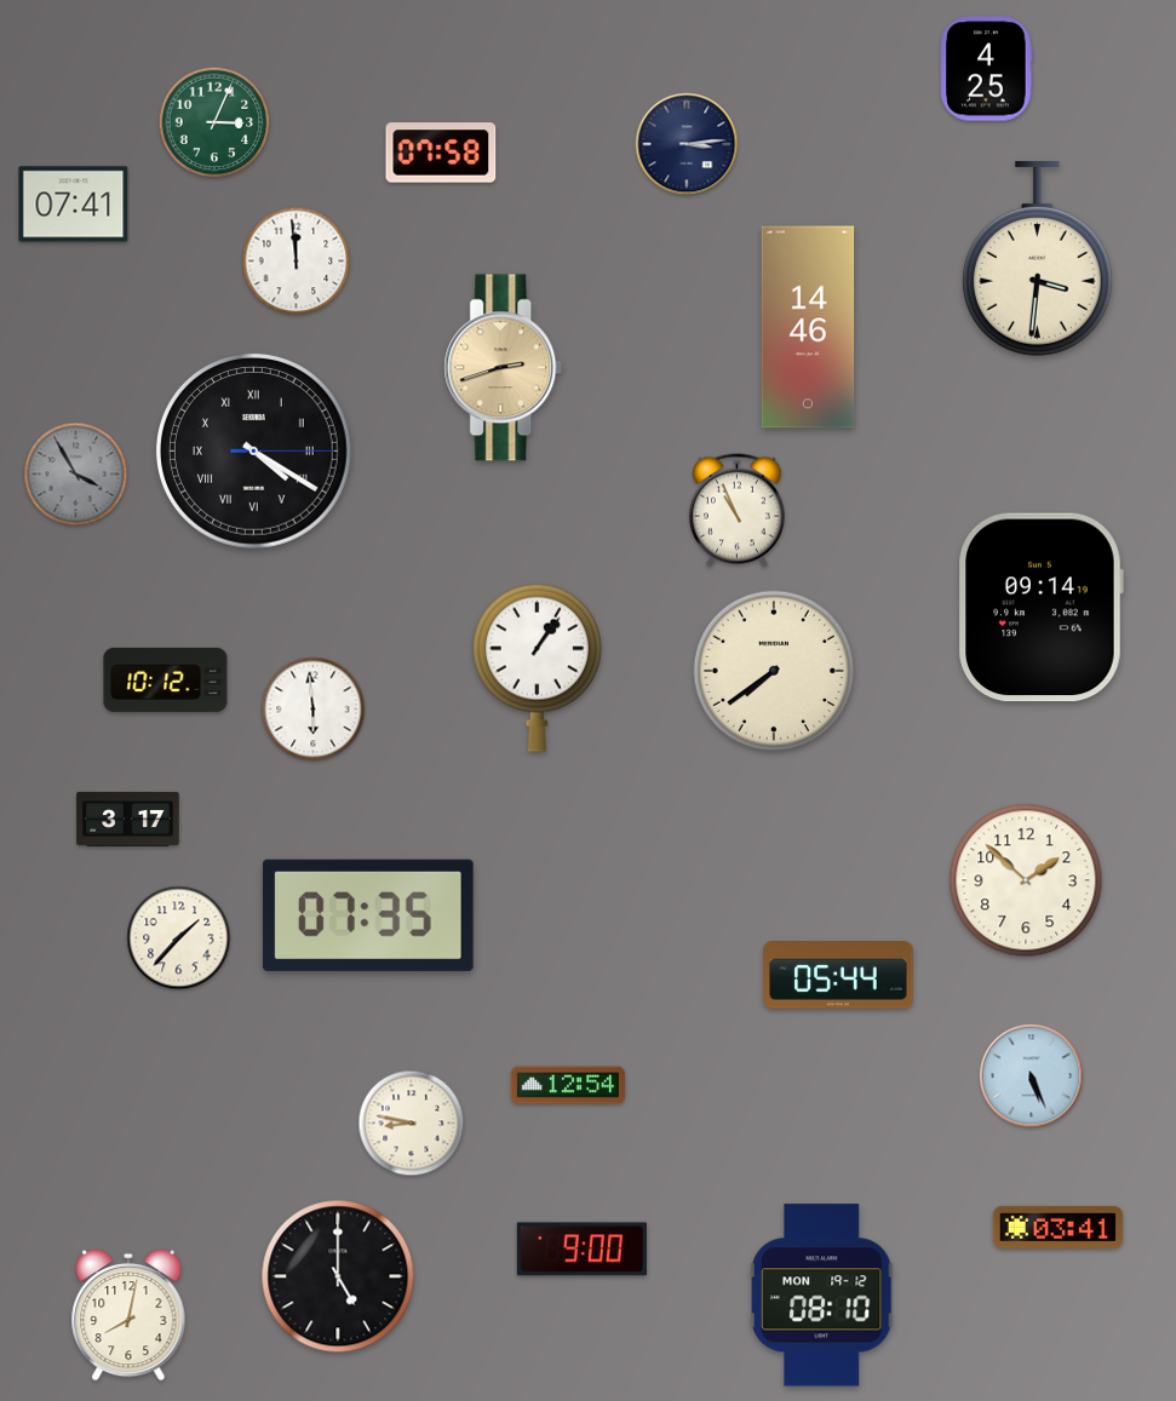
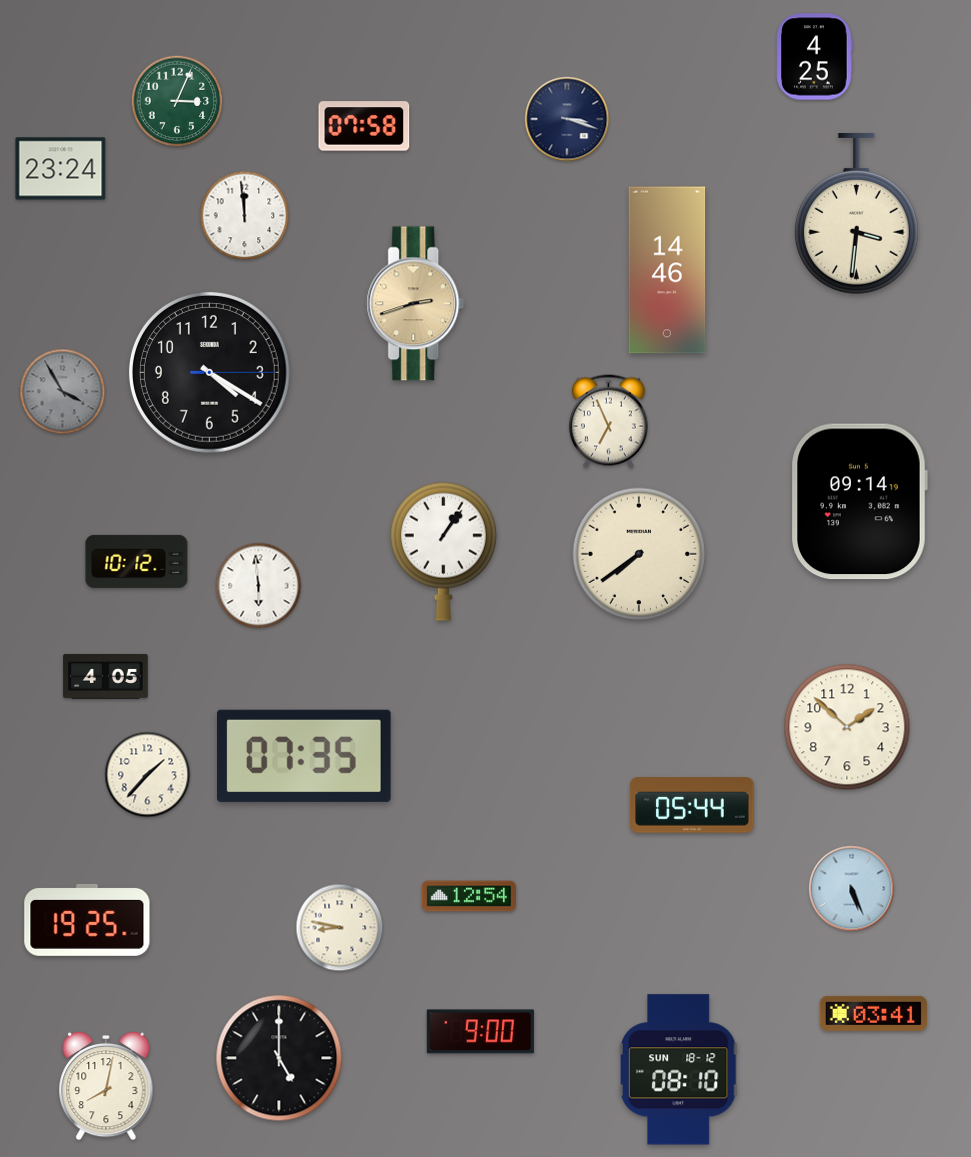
clock at (687, 144): 3:14 -> 3:18
clock at (74, 205): 07:41 -> 23:24
clock at (253, 450) numerals: Roman -> Arabic
clock at (736, 511): 10:56 -> 6:56
clock at (128, 819): 3:17 -> 4:05
clock at (87, 920): none -> 19:25
clock at (338, 1276) position: (338, 1276) -> (279, 1058)
clock at (822, 1296) date: MON 19-12 -> SUN 18-12
